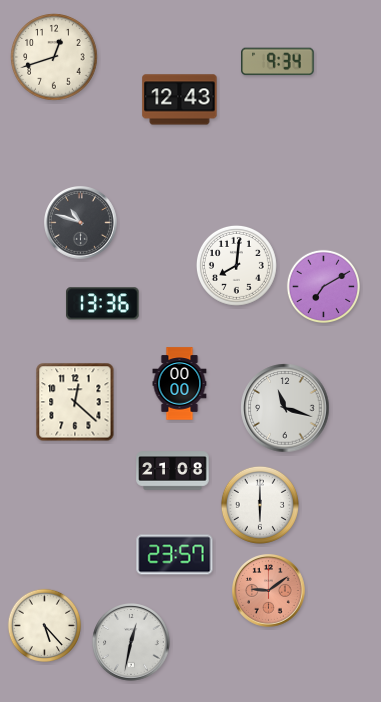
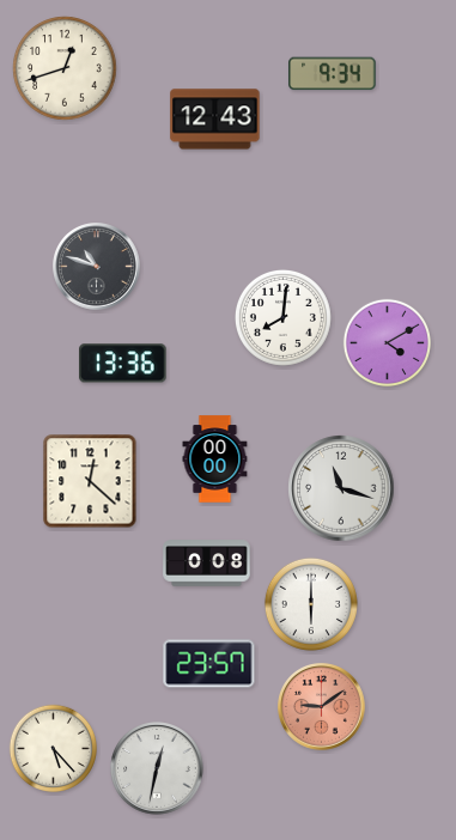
clock at (324, 287): 7:10 -> 4:10
clock at (173, 471): 21:08 -> 0:08
